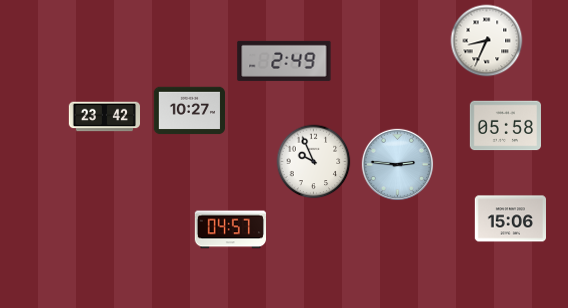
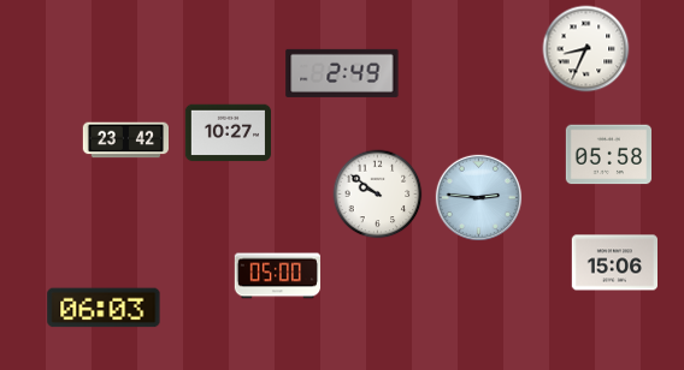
clock at (505, 126) position: (505, 126) -> (608, 155)
clock at (314, 162): 9:56 -> 9:51
clock at (230, 230): 04:57 -> 05:00
clock at (104, 308): none -> 06:03
